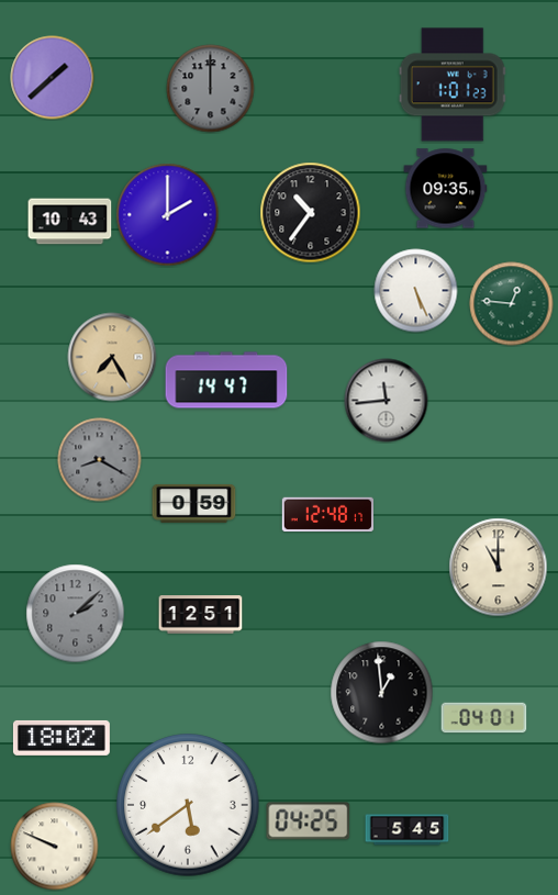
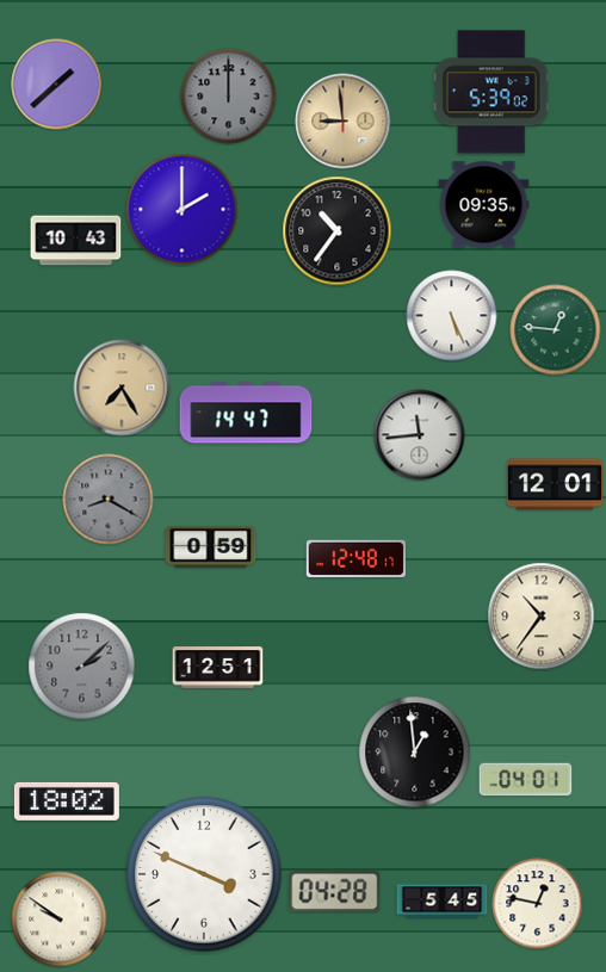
clock at (453, 85): 1:01 -> 5:39
clock at (344, 122): none -> 8:59
clock at (168, 215) position: (168, 215) -> (183, 210)
clock at (555, 484): none -> 12:01
clock at (499, 568): 11:00 -> 10:36
clock at (188, 805): 5:39 -> 3:49
clock at (309, 821): 04:25 -> 04:28
clock at (538, 904): none -> 12:47
clock at (55, 847): 9:49 -> 9:51
